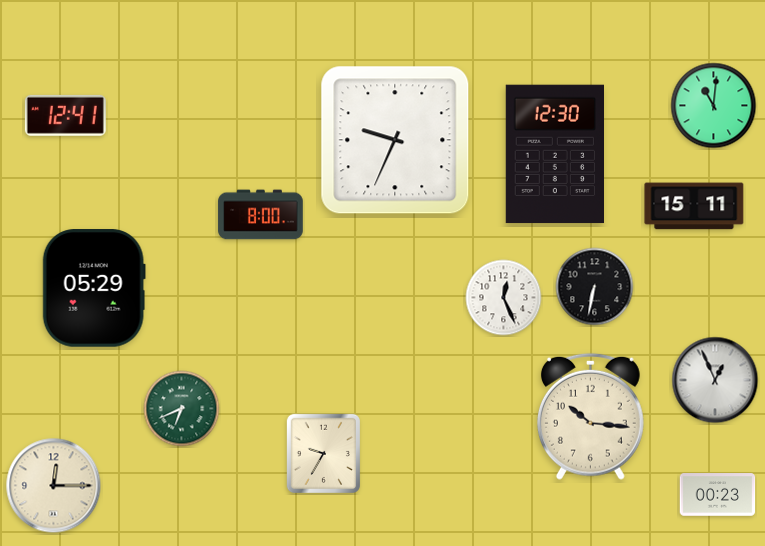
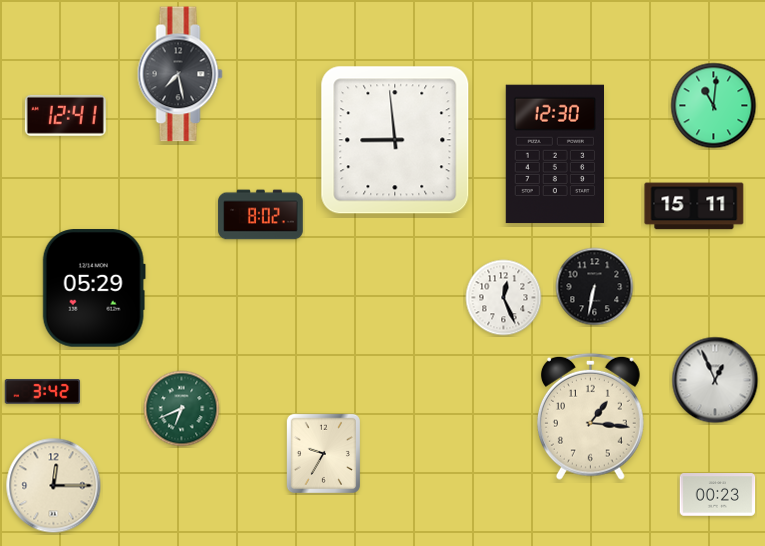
clock at (180, 74): none -> 7:28
clock at (395, 140): 9:34 -> 8:59
clock at (261, 215): 8:00 -> 8:02
clock at (43, 392): none -> 3:42
clock at (590, 416): 10:16 -> 1:16
